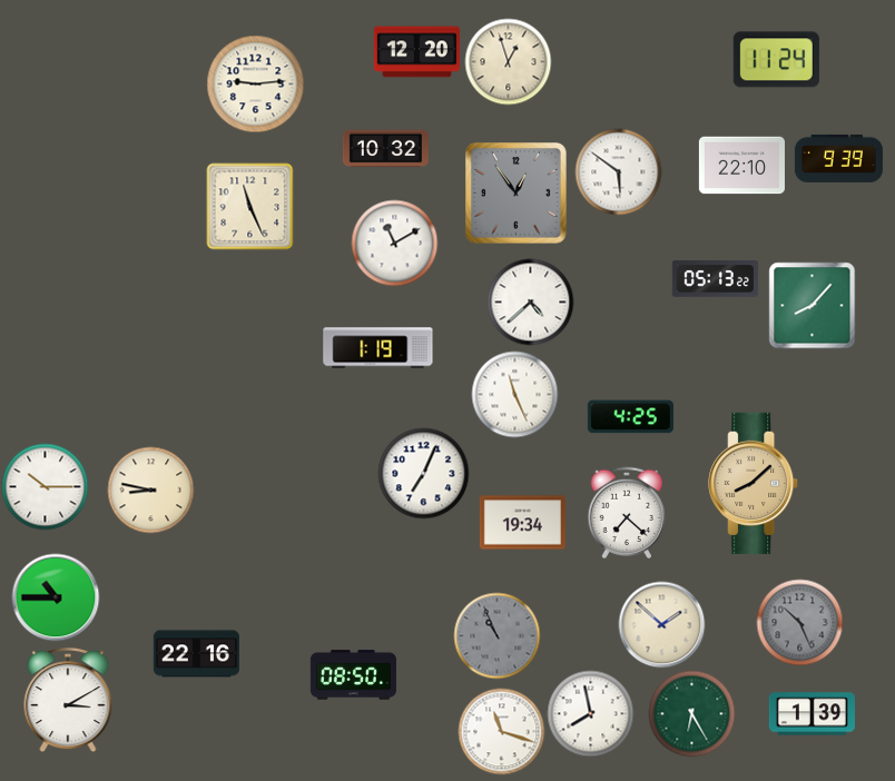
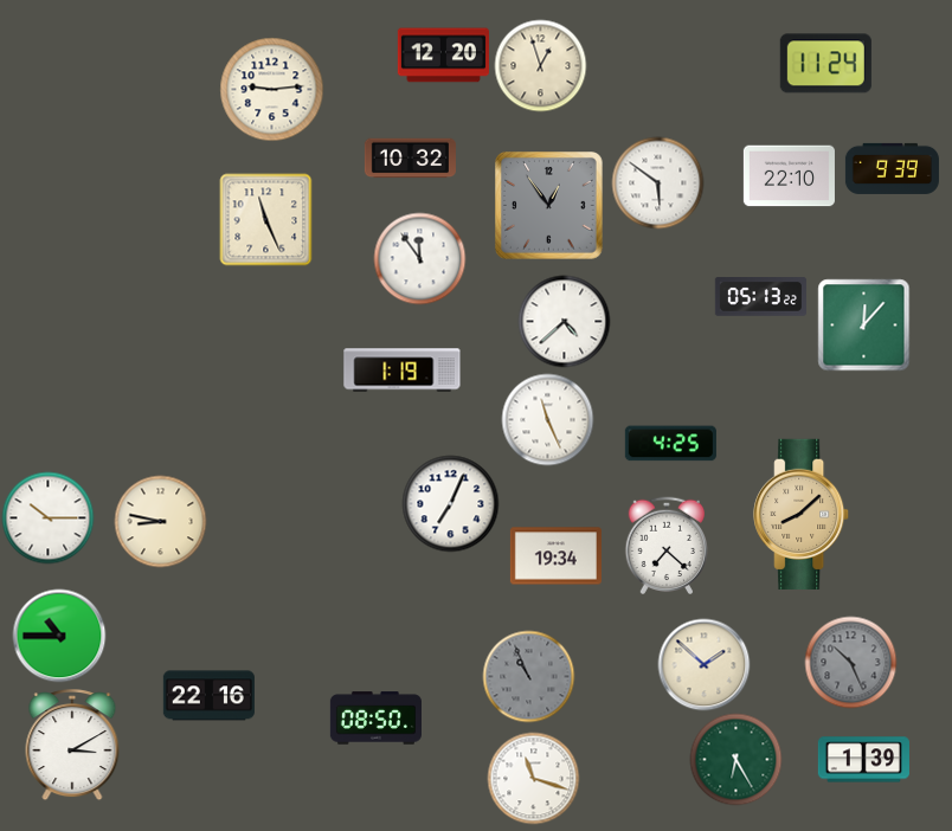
clock at (394, 243): 11:10 -> 11:54
clock at (812, 305): 8:07 -> 12:07
clock at (590, 713): 7:58 -> none
